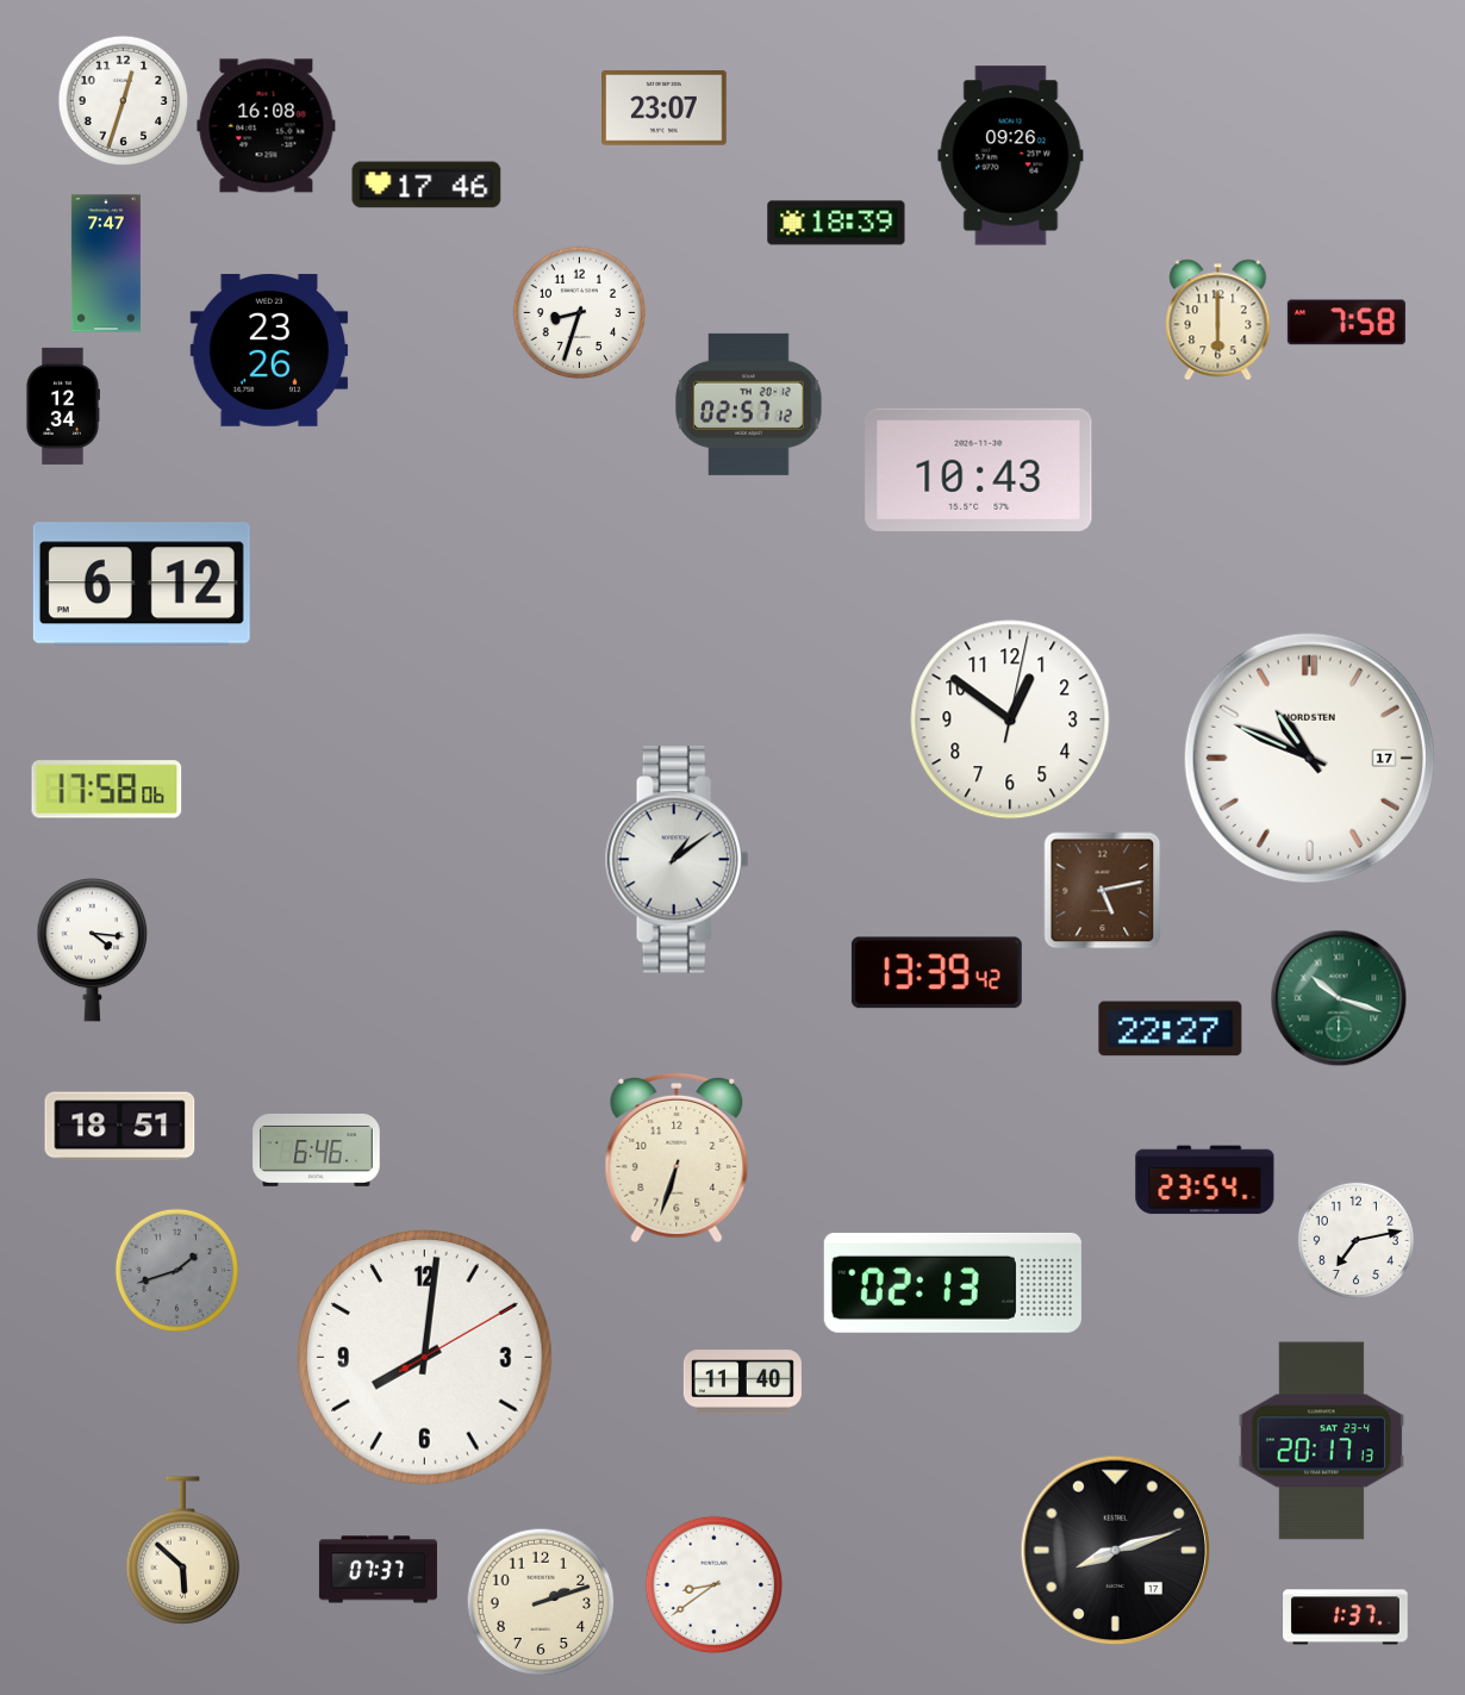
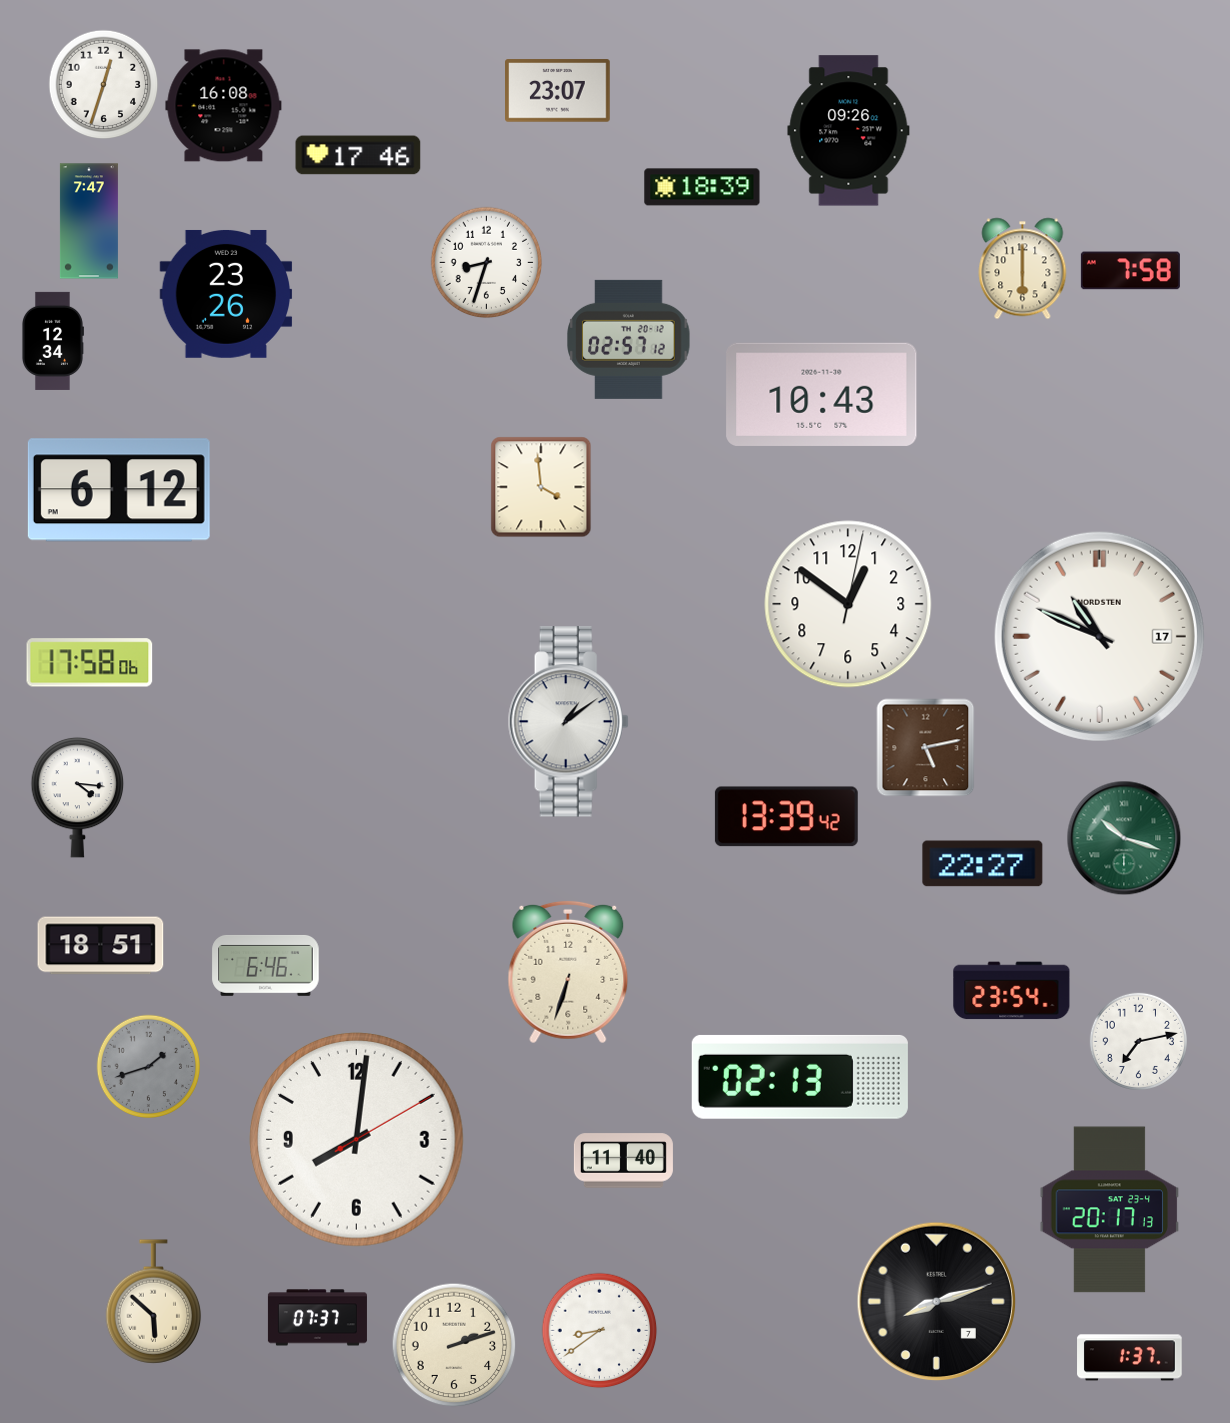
clock at (541, 487): none -> 3:59
clock at (1116, 1551) date: 17 -> 7
